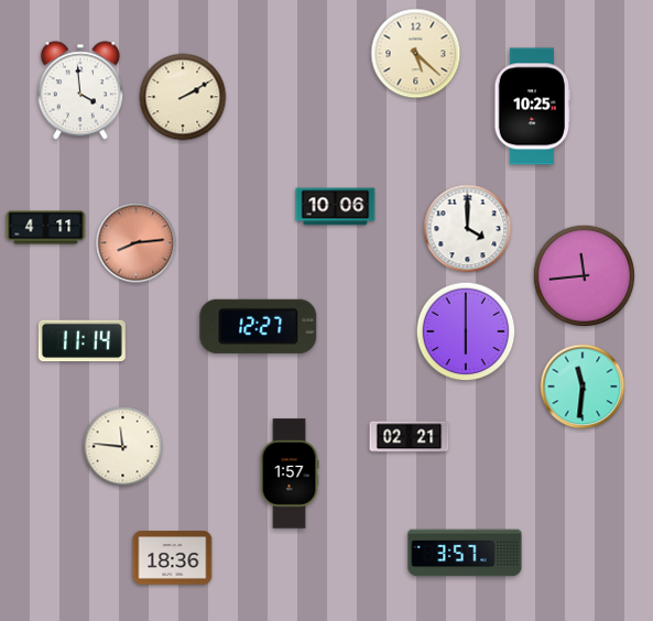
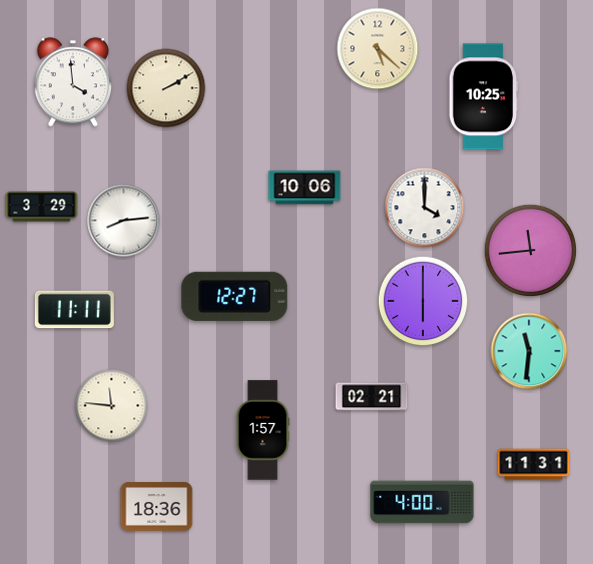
clock at (46, 228): 4:11 -> 3:29
clock at (137, 243) dial: salmon -> white
clock at (81, 341): 11:14 -> 11:11
clock at (534, 465): none -> 11:31
clock at (465, 553): 3:57 -> 4:00
